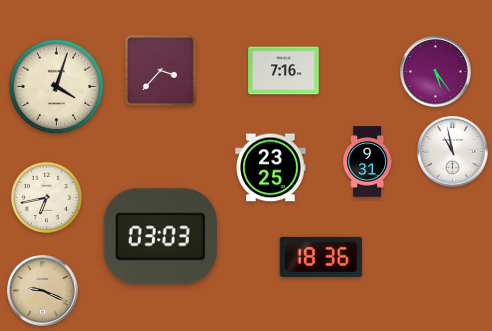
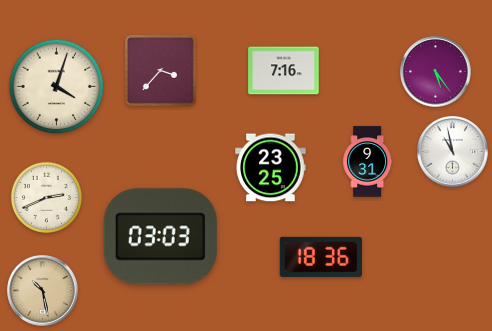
clock at (46, 197): 6:43 -> 2:41
clock at (43, 291): 9:19 -> 10:28
